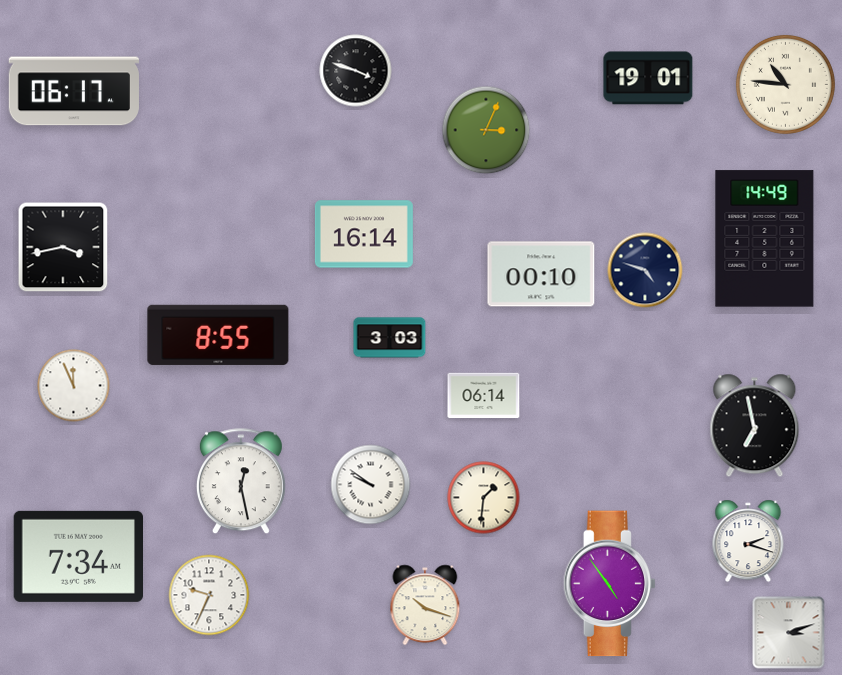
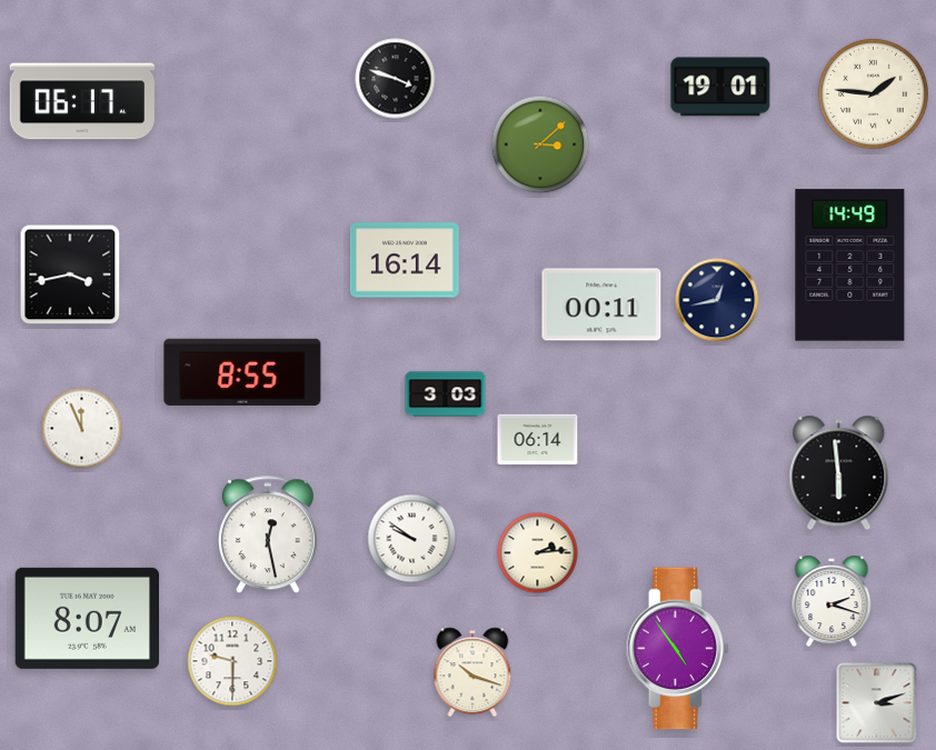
clock at (785, 84): 10:46 -> 1:46
clock at (486, 130): 3:04 -> 3:08
clock at (645, 270): 4:48 -> 12:43
clock at (541, 274): 00:10 -> 00:11
clock at (390, 338) position: (390, 338) -> (446, 394)
clock at (755, 426): 6:58 -> 5:59
clock at (484, 498): 1:31 -> 2:14
clock at (78, 556): 7:34 -> 8:07
clock at (209, 595): 9:34 -> 9:30
